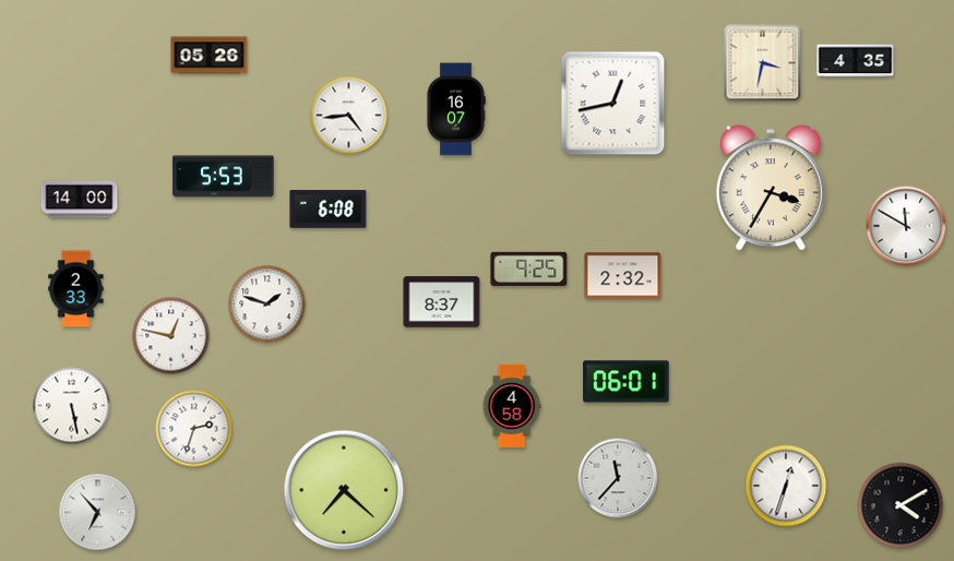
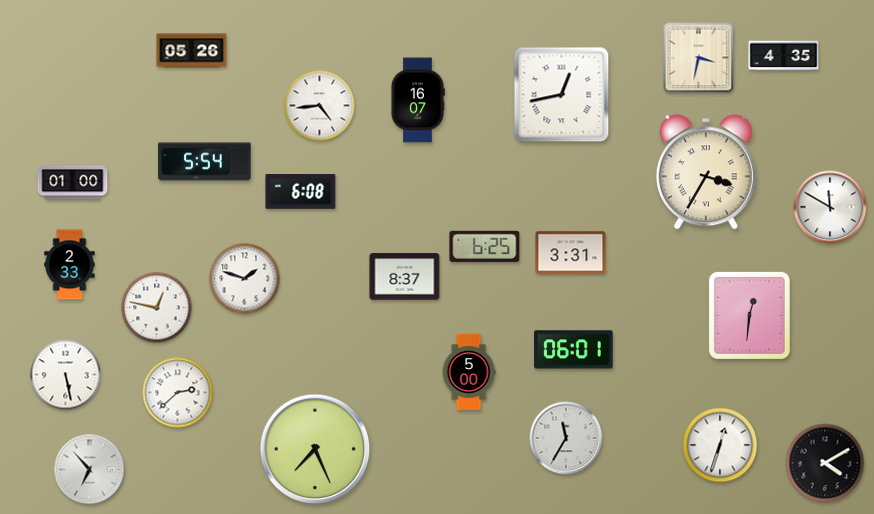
clock at (224, 177): 5:53 -> 5:54
clock at (80, 200): 14:00 -> 01:00
clock at (529, 268): 9:25 -> 6:25
clock at (623, 276): 2:32 -> 3:31
clock at (749, 315): none -> 12:31
clock at (72, 406) position: (72, 406) -> (66, 375)
clock at (512, 406): 4:58 -> 5:00
clock at (194, 429): 2:33 -> 2:38
clock at (618, 478): 11:37 -> 11:35
clock at (344, 490): 7:22 -> 7:26
